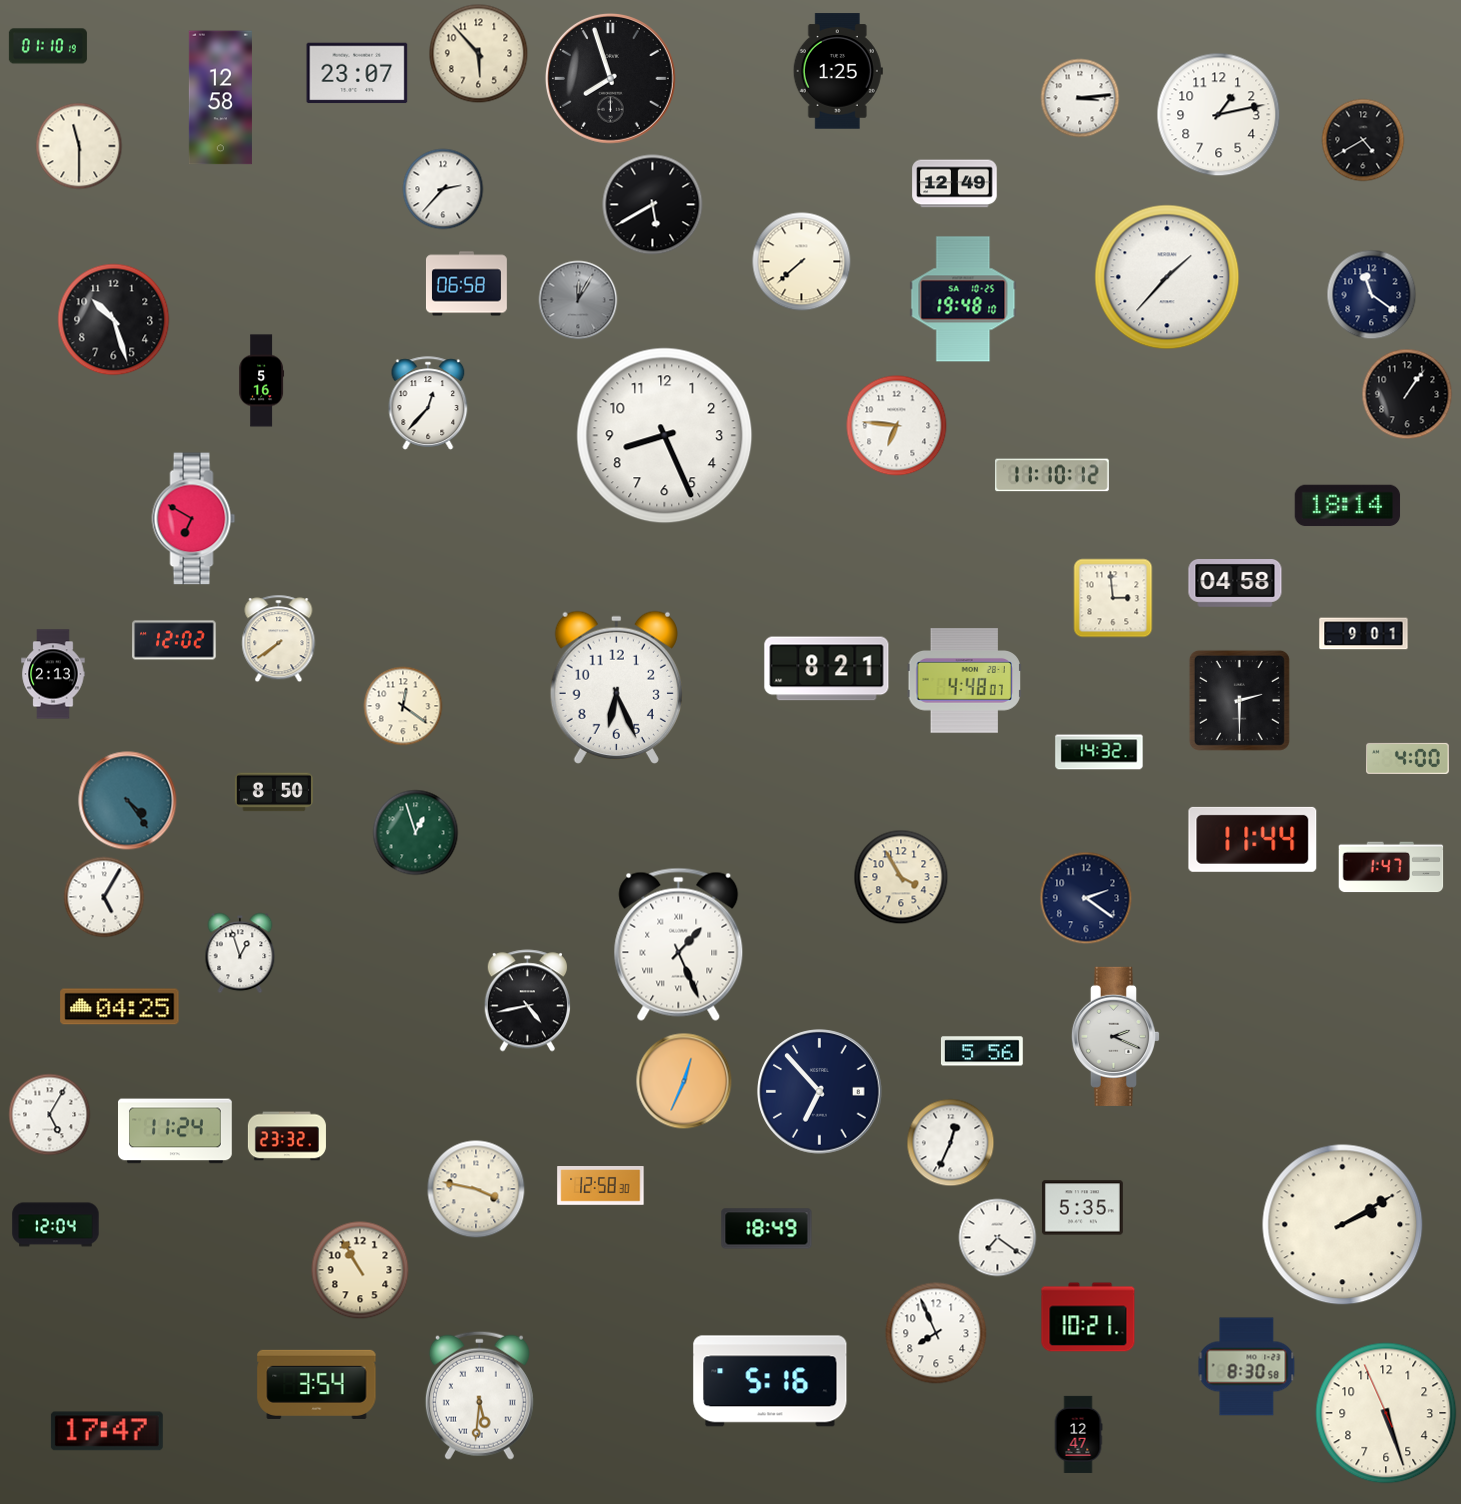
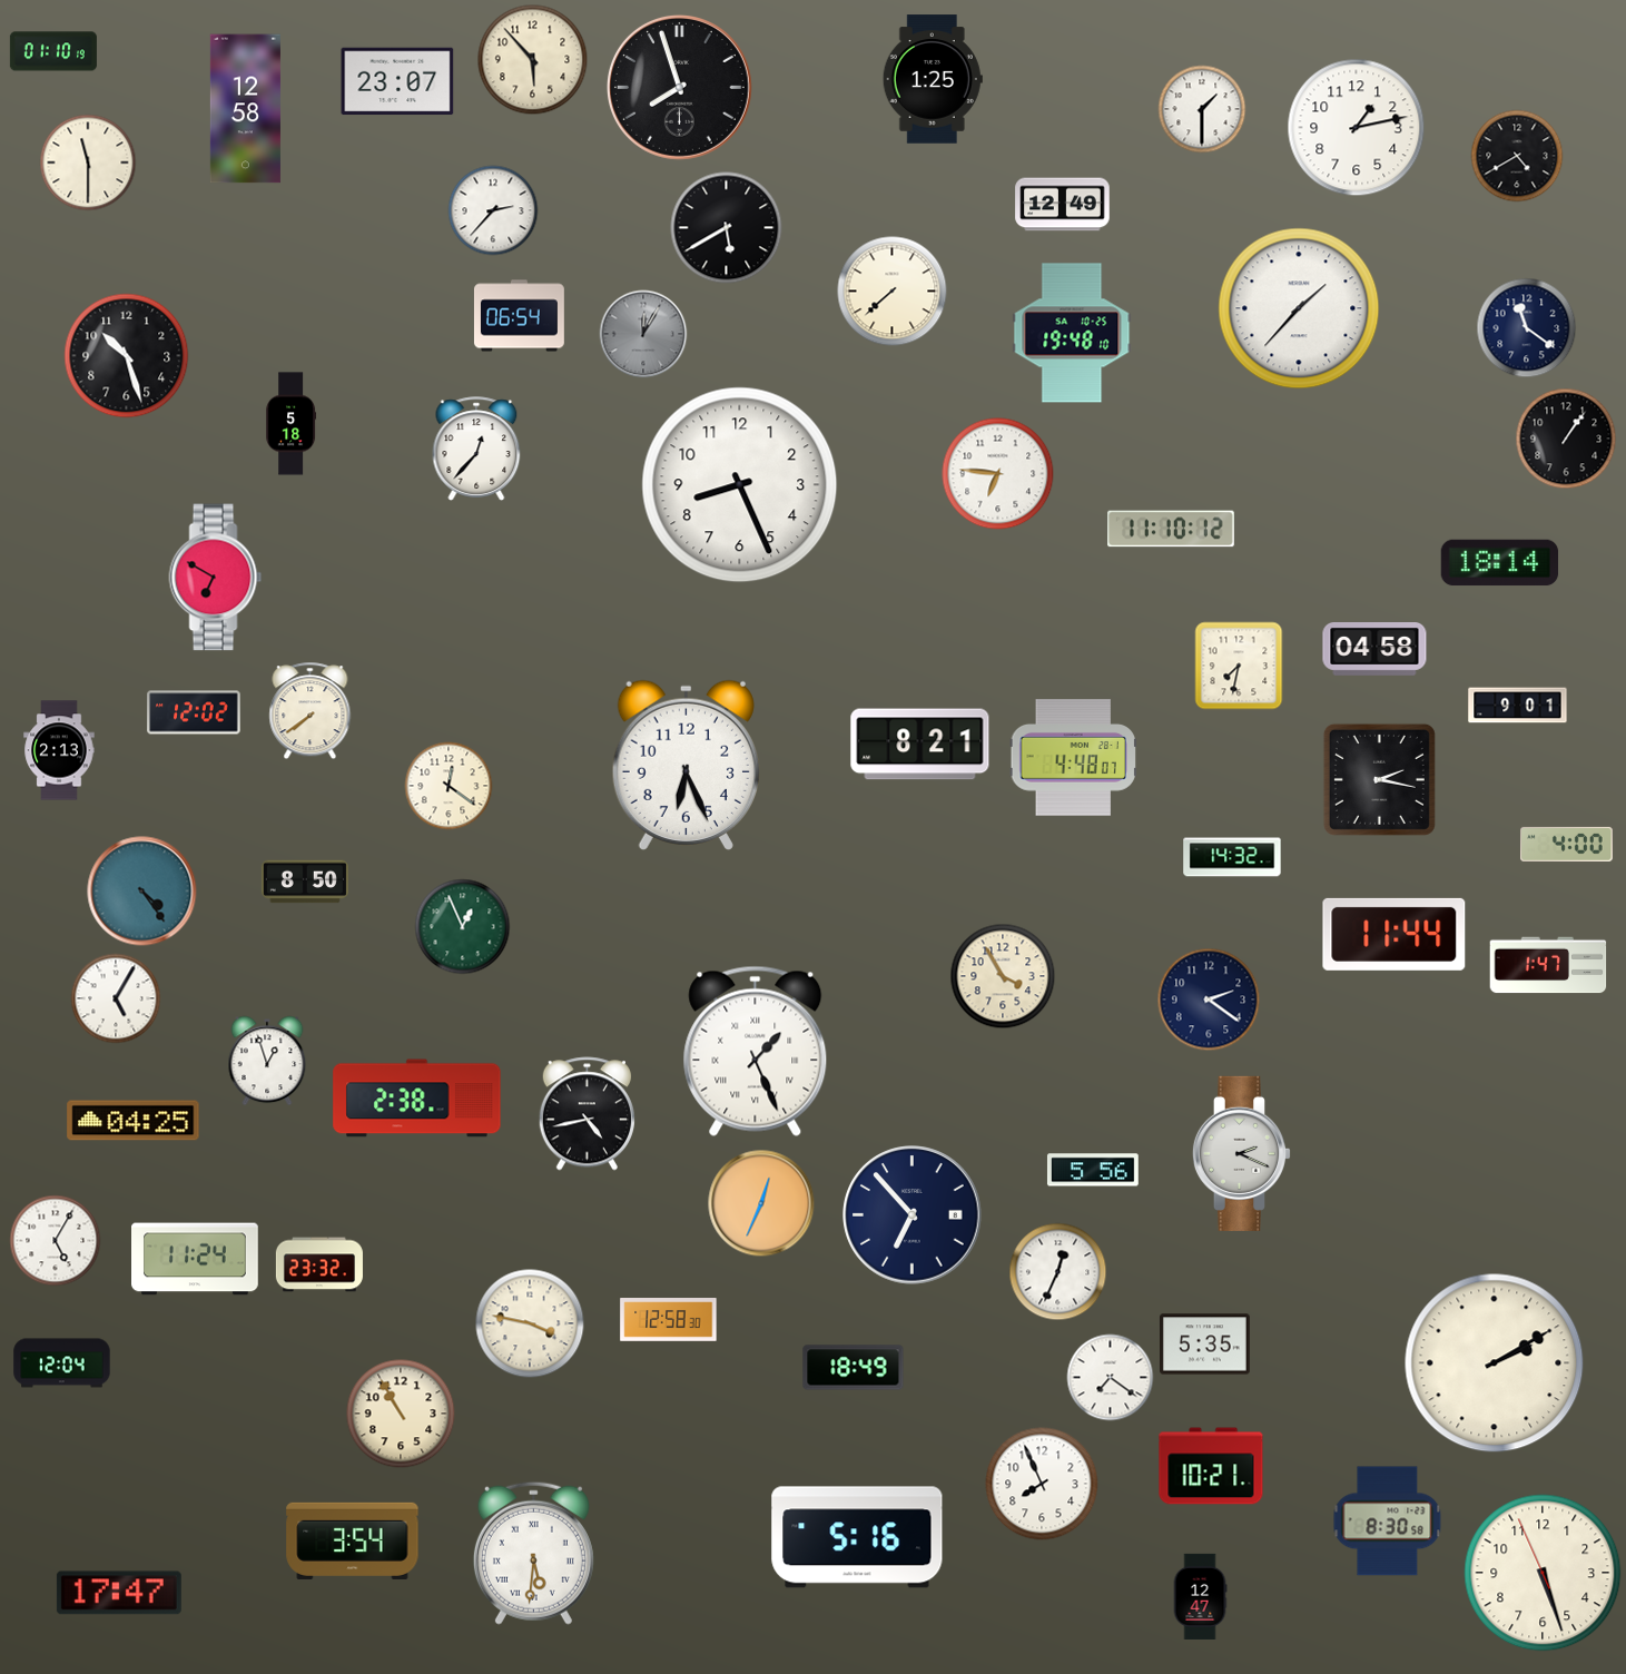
clock at (1080, 98): 3:14 -> 1:30
clock at (466, 284): 06:58 -> 06:54
clock at (262, 381): 5:16 -> 5:18
clock at (1113, 598): 2:59 -> 7:32
clock at (1239, 700): 2:30 -> 2:17
clock at (1099, 752) position: (1099, 752) -> (1232, 857)
clock at (416, 833): 12:57 -> 12:56
clock at (417, 1099): none -> 2:38
